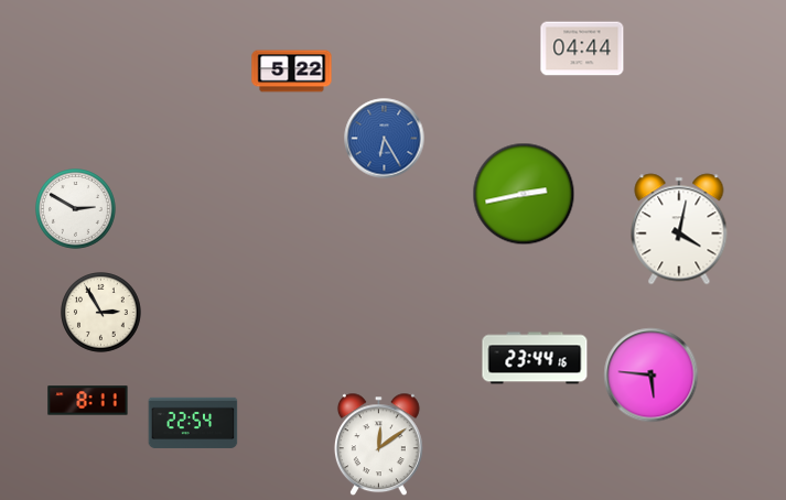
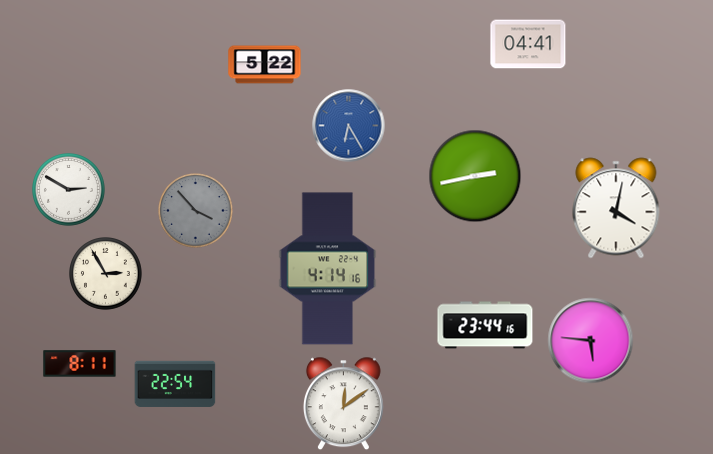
clock at (582, 48): 04:44 -> 04:41
clock at (196, 211): none -> 3:53
clock at (328, 269): none -> 4:14
clock at (101, 313) position: (101, 313) -> (106, 274)
